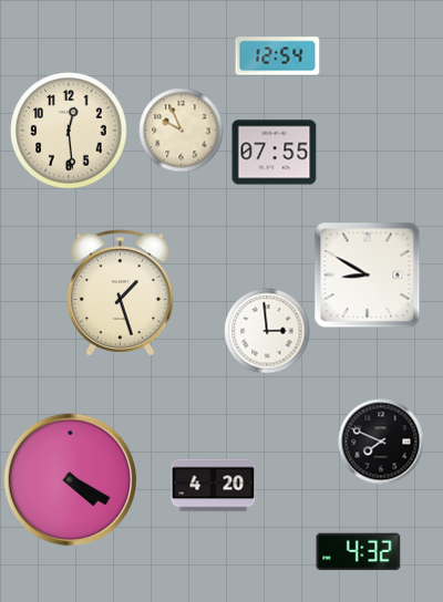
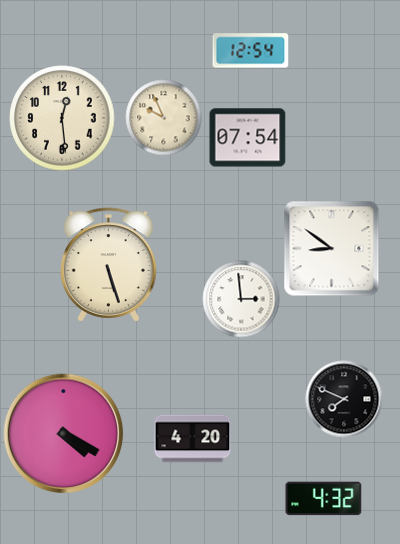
clock at (275, 153): 07:55 -> 07:54
clock at (368, 276): 8:50 -> 8:51
clock at (120, 293): 1:27 -> 5:27
